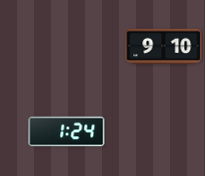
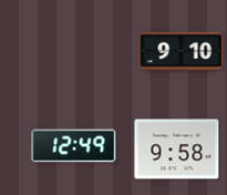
clock at (67, 132): 1:24 -> 12:49
clock at (177, 150): none -> 9:58
